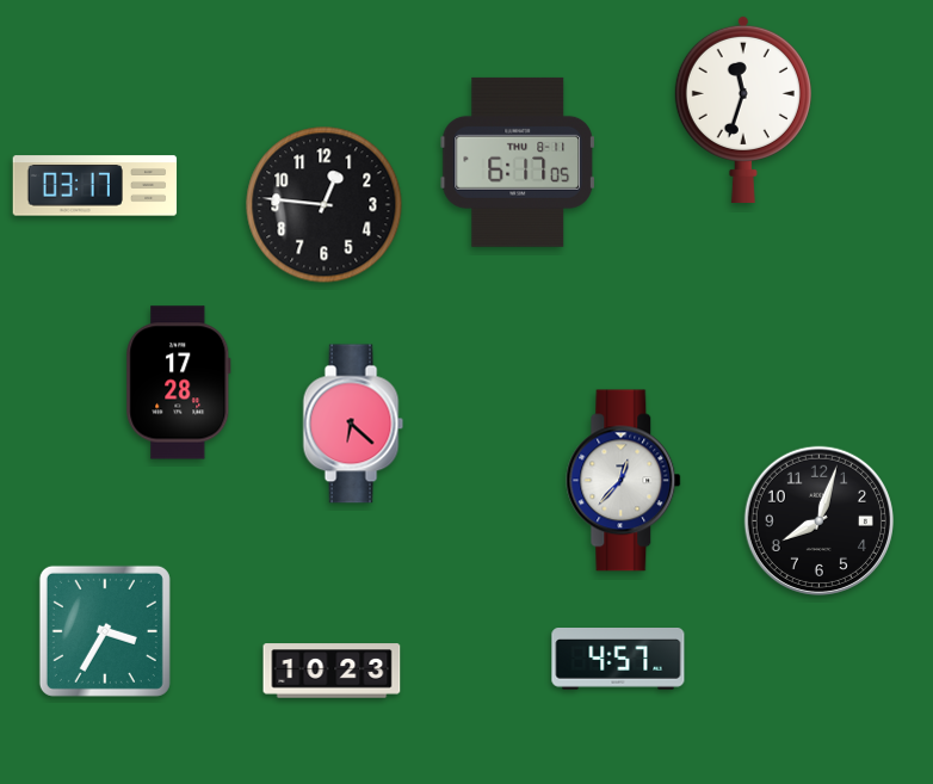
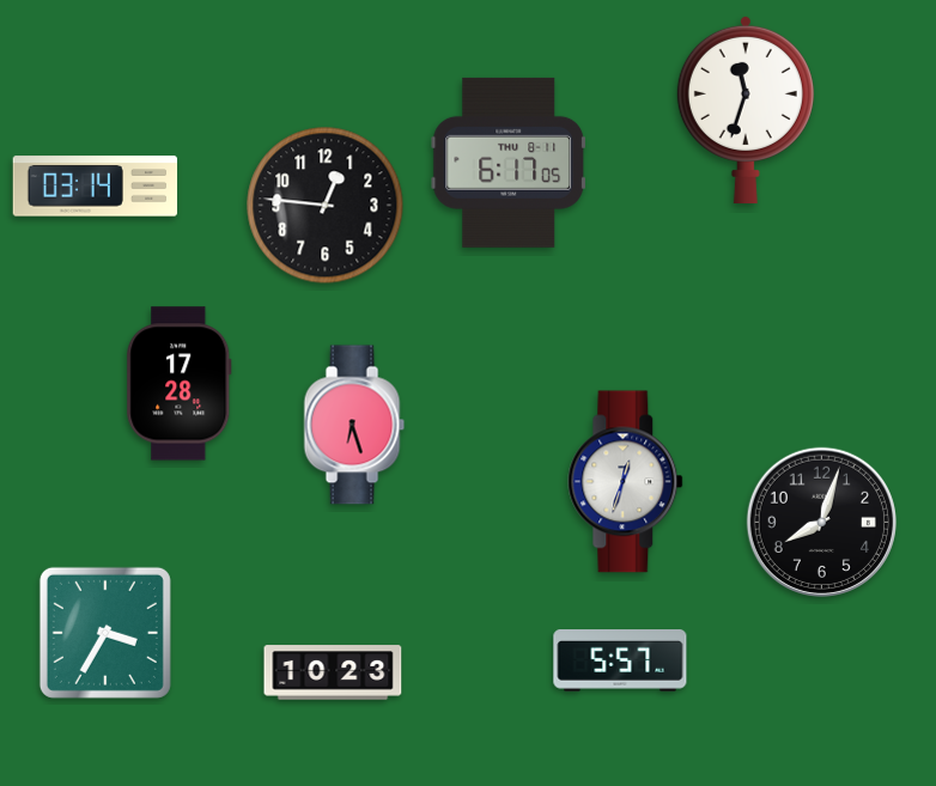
clock at (518, 162) position: (518, 162) -> (509, 163)
clock at (95, 186): 03:17 -> 03:14
clock at (353, 424): 6:22 -> 6:27
clock at (624, 481): 12:37 -> 12:33
clock at (618, 660): 4:57 -> 5:57
